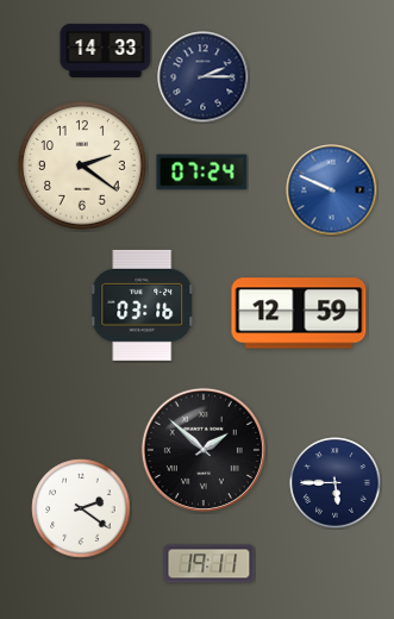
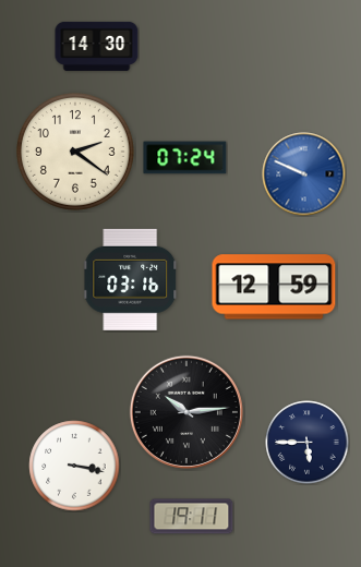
clock at (106, 50): 14:33 -> 14:30
clock at (204, 77): 2:15 -> none
clock at (204, 450): 1:52 -> 10:14
clock at (81, 508): 2:21 -> 3:17
